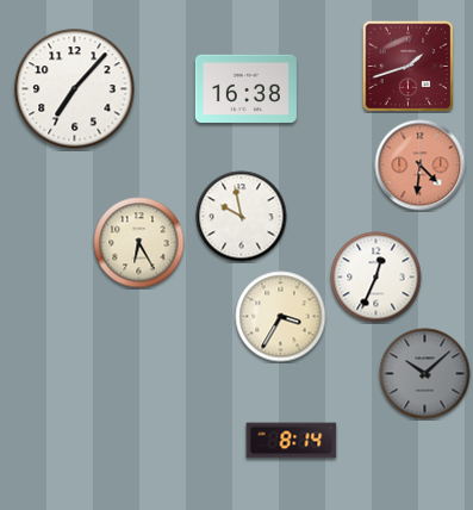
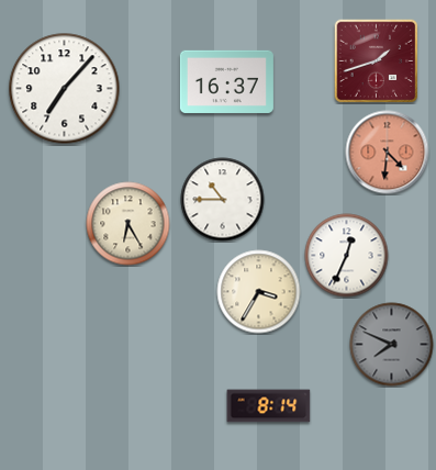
clock at (245, 88): 16:38 -> 16:37
clock at (75, 89) position: (75, 89) -> (65, 89)
clock at (242, 217): 9:58 -> 10:45
clock at (425, 374): 10:08 -> 7:49
